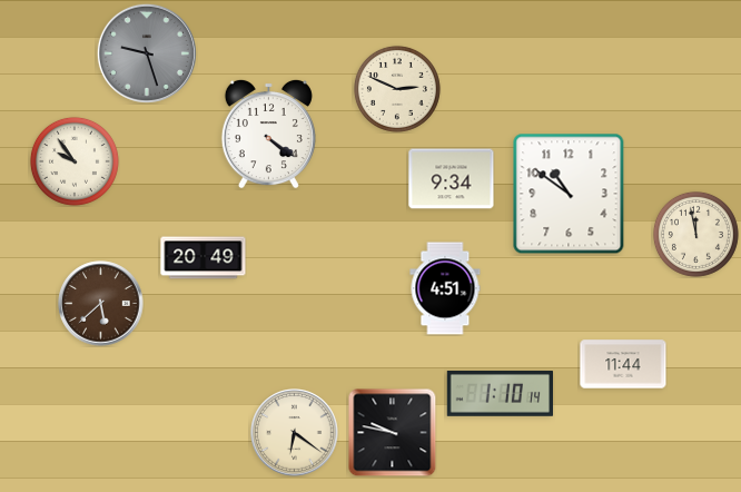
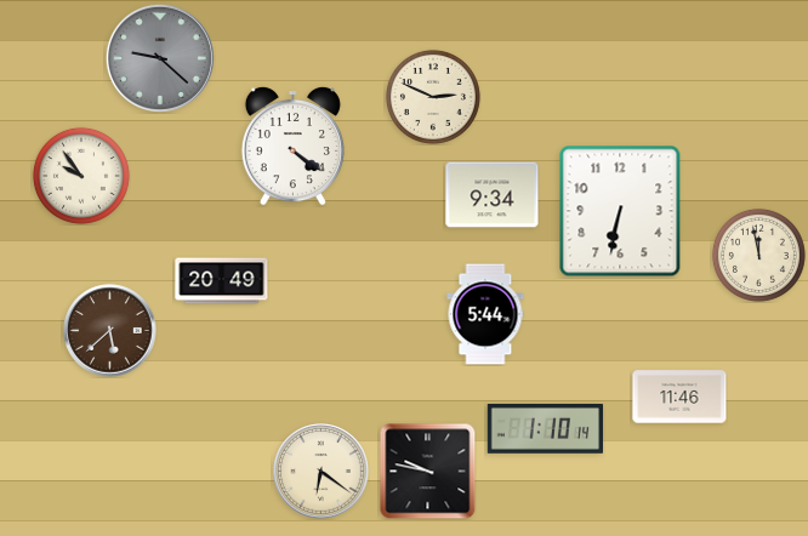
clock at (147, 53): 9:27 -> 9:22
clock at (569, 194): 10:51 -> 6:32
clock at (445, 288): 4:51 -> 5:44
clock at (623, 364): 11:44 -> 11:46
